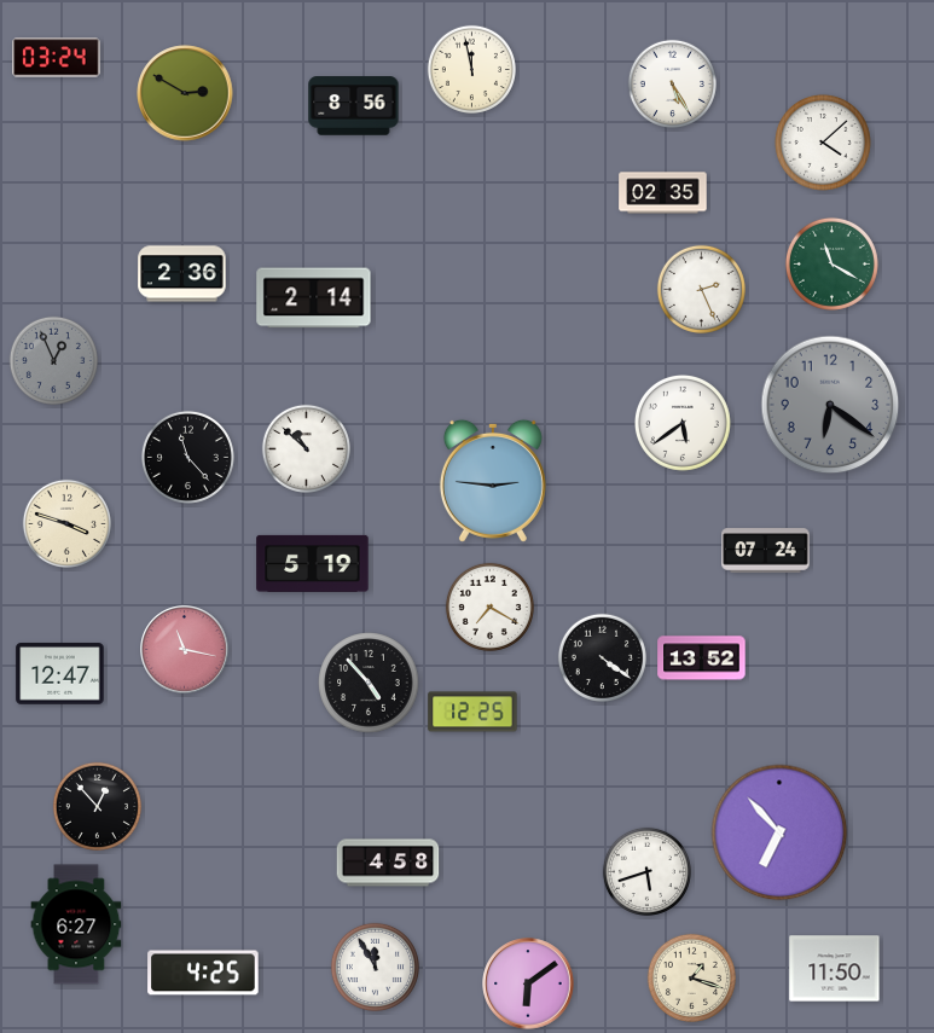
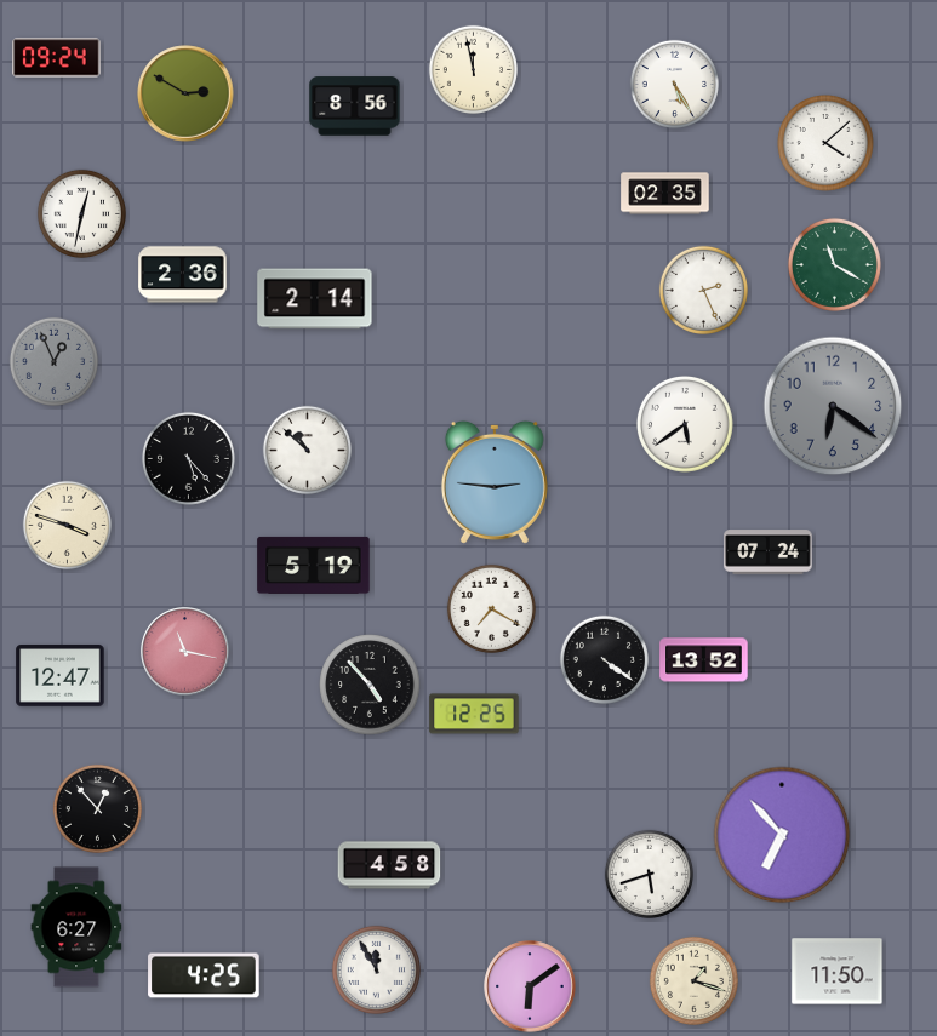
clock at (57, 58): 03:24 -> 09:24
clock at (81, 213): none -> 12:32
clock at (187, 457): 11:23 -> 5:23
